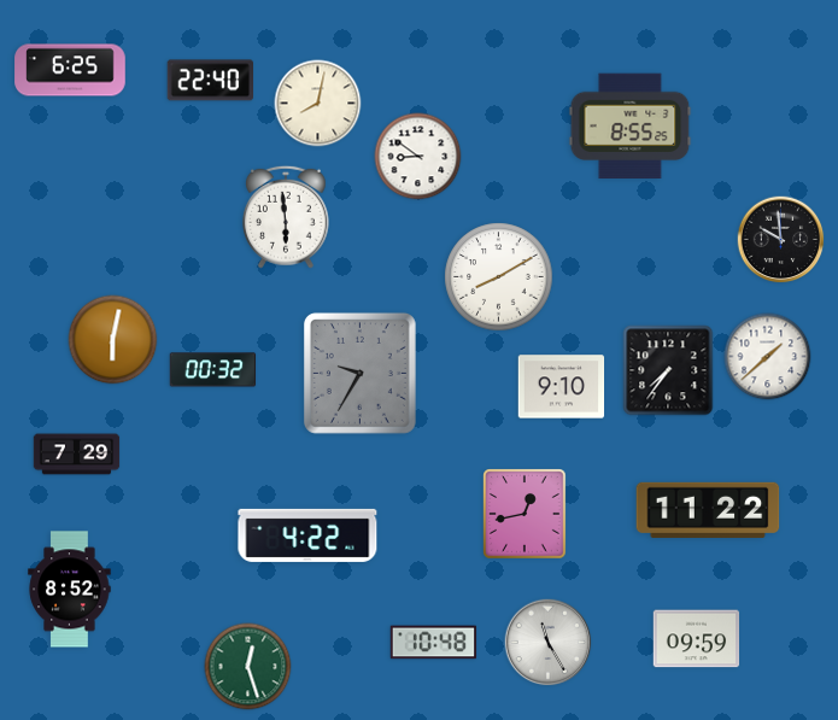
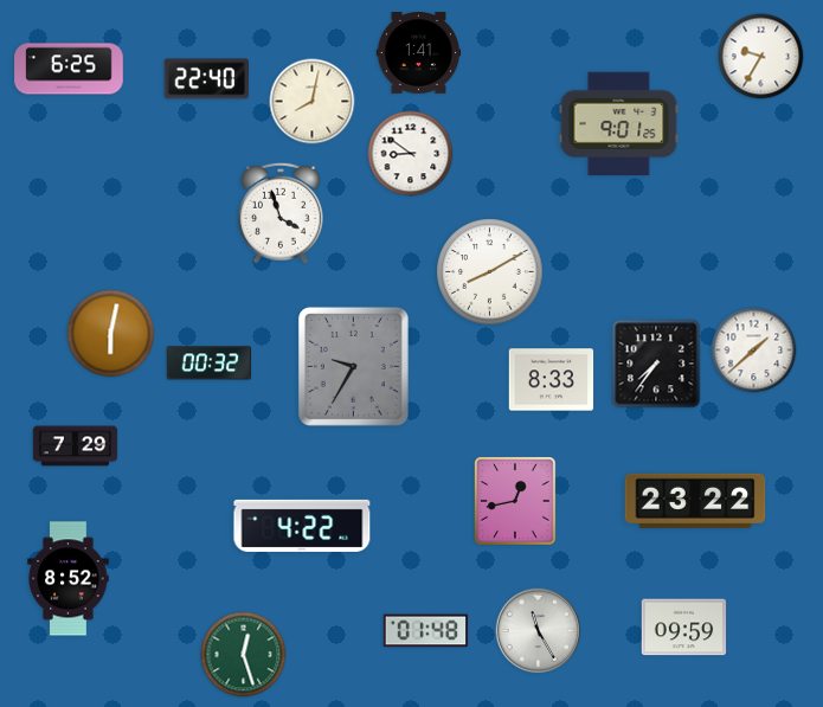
clock at (419, 53): none -> 1:41
clock at (761, 57): none -> 9:35
clock at (631, 127): 8:55 -> 9:01
clock at (286, 217): 5:59 -> 3:57
clock at (781, 240): 9:59 -> none
clock at (562, 387): 9:10 -> 8:33
clock at (708, 510): 11:22 -> 23:22
clock at (525, 514) position: (525, 514) -> (515, 501)
clock at (434, 643): 10:48 -> 01:48
